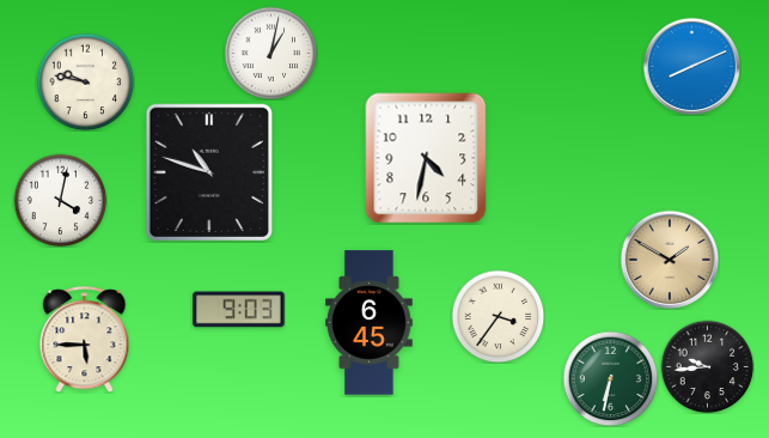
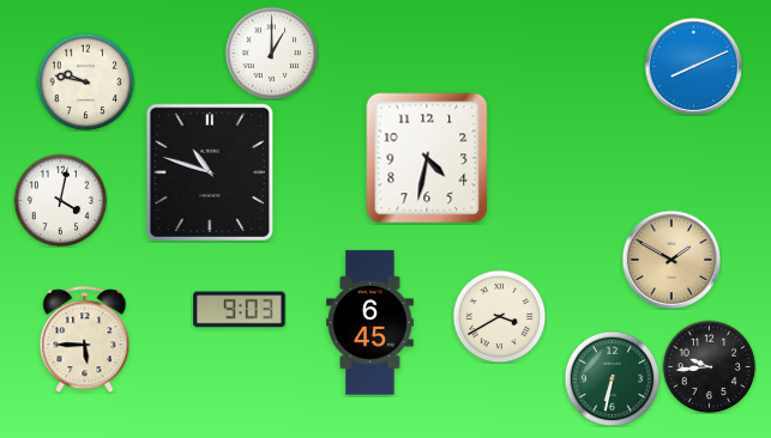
clock at (270, 53): 1:02 -> 1:00
clock at (498, 316): 3:36 -> 3:40
